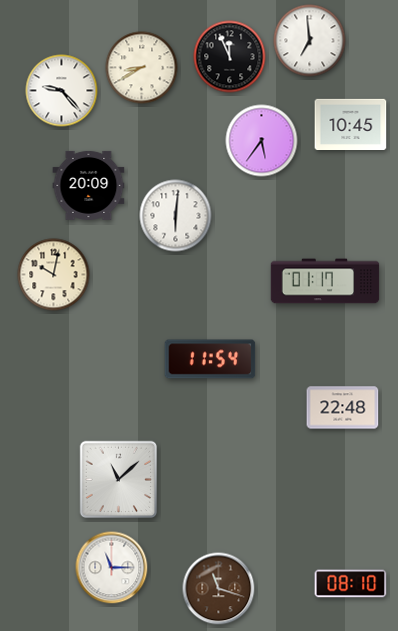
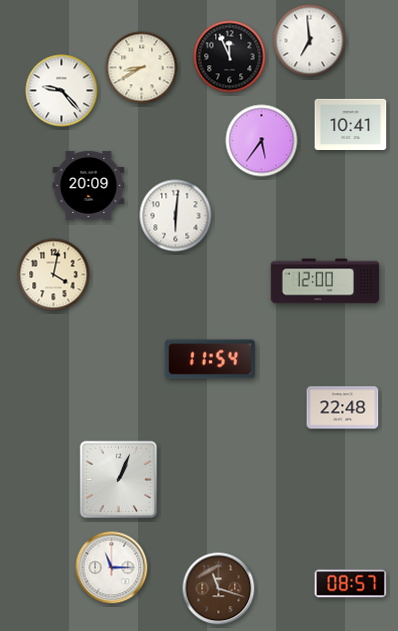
clock at (351, 124): 10:45 -> 10:41
clock at (54, 275): 10:02 -> 4:02
clock at (325, 281): 01:17 -> 12:00
clock at (119, 480): 11:08 -> 1:04
clock at (351, 584): 08:10 -> 08:57
